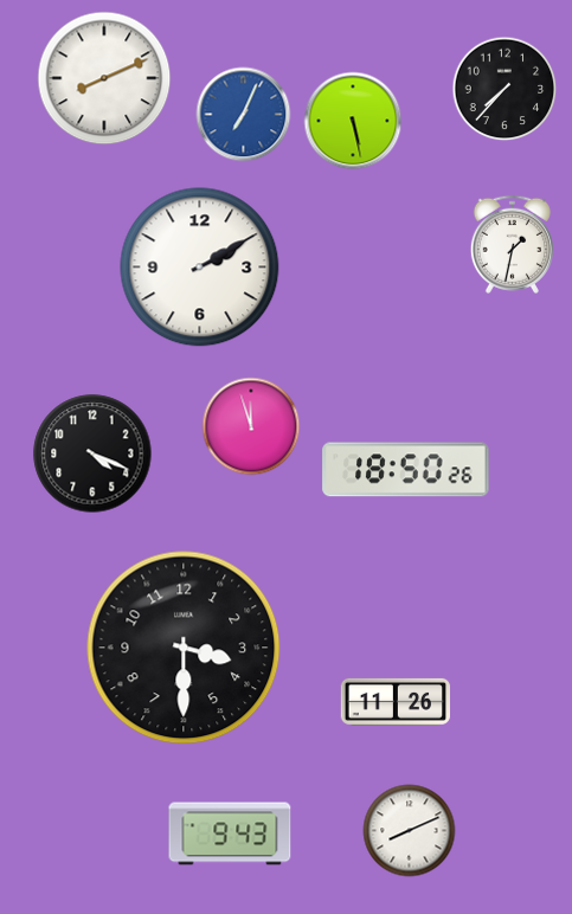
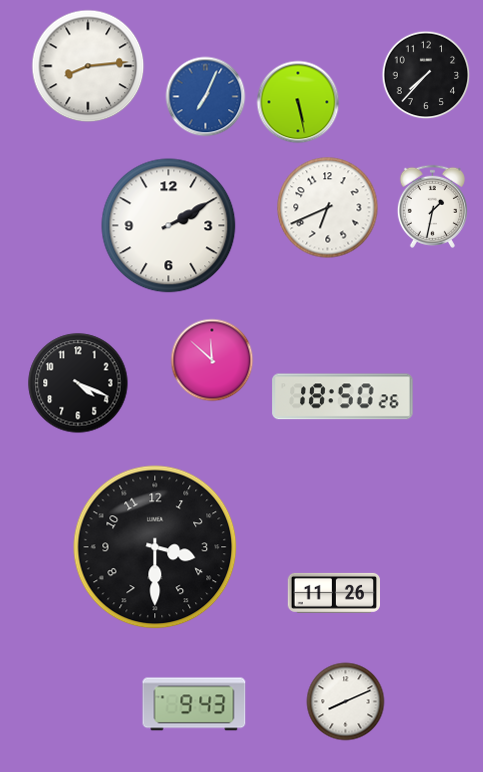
clock at (104, 78): 8:11 -> 8:14
clock at (328, 208): none -> 6:41
clock at (251, 426): 11:57 -> 11:52
